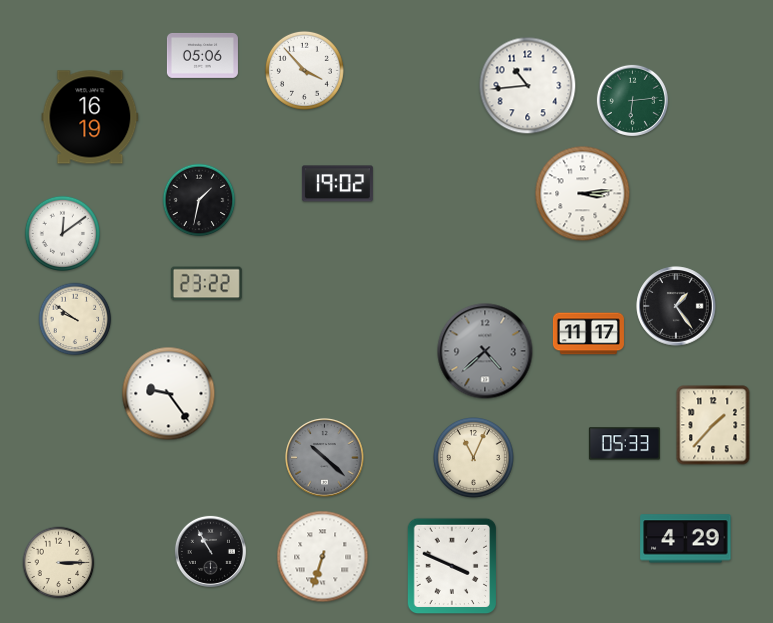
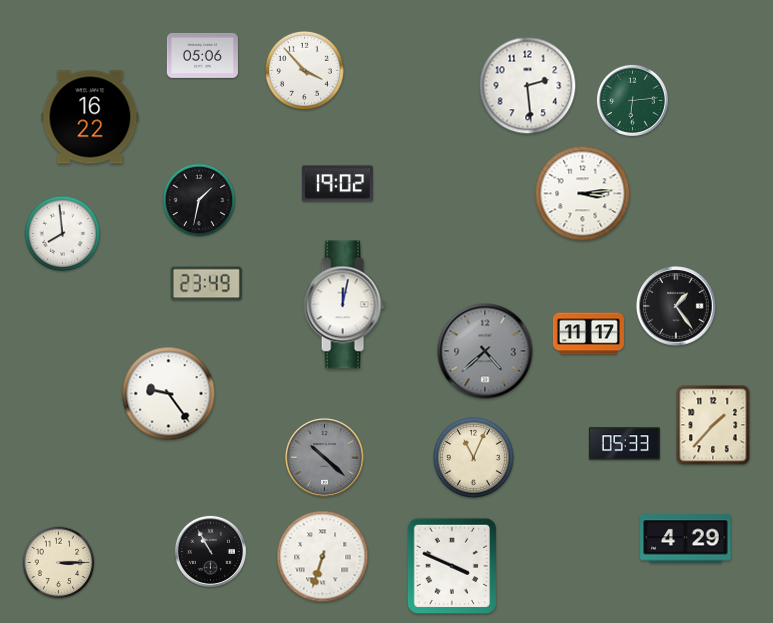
clock at (528, 86): 10:44 -> 2:29
clock at (90, 117): 16:19 -> 16:22
clock at (63, 234): 12:09 -> 7:59
clock at (206, 284): 23:22 -> 23:49
clock at (344, 305): none -> 12:02
clock at (75, 319): 9:51 -> none
